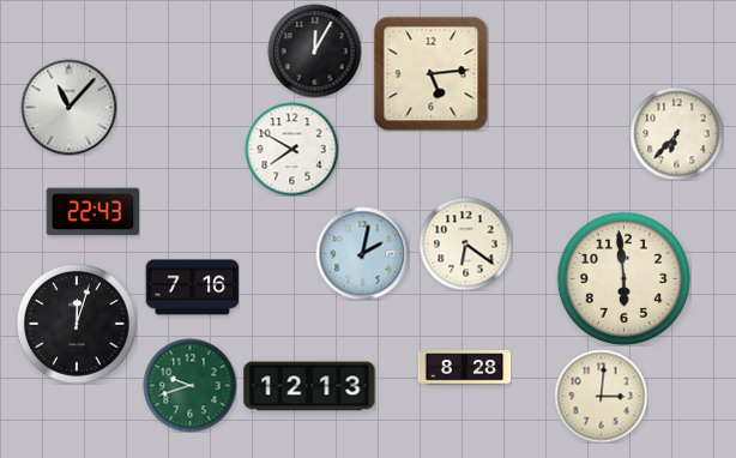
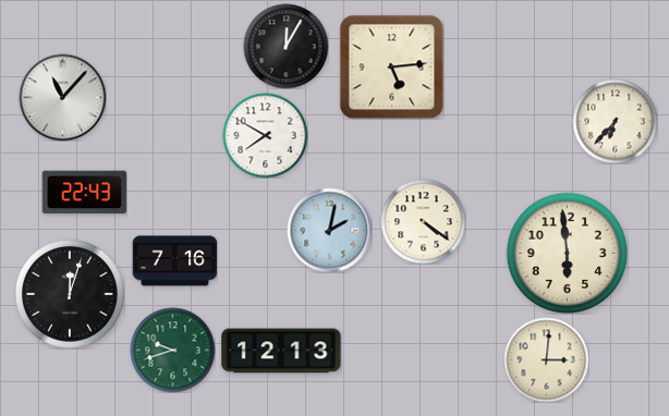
clock at (465, 243): 6:21 -> 4:21
clock at (464, 368): 8:28 -> none
